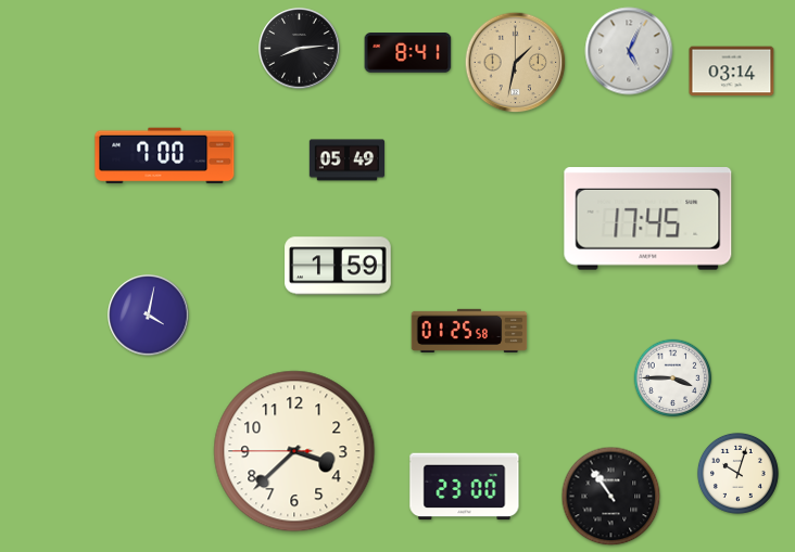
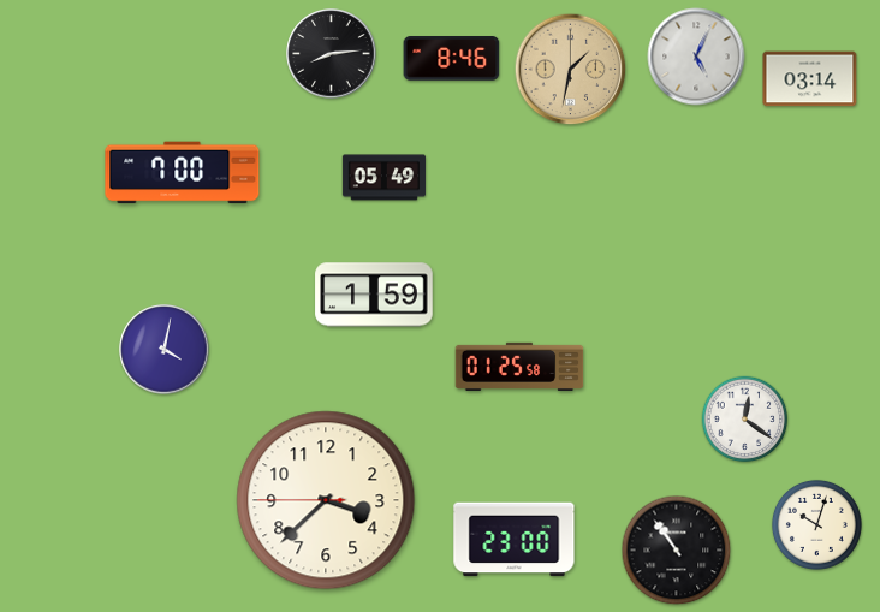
clock at (408, 53): 8:41 -> 8:46
clock at (648, 219): 17:45 -> none
clock at (673, 378): 3:45 -> 12:21
